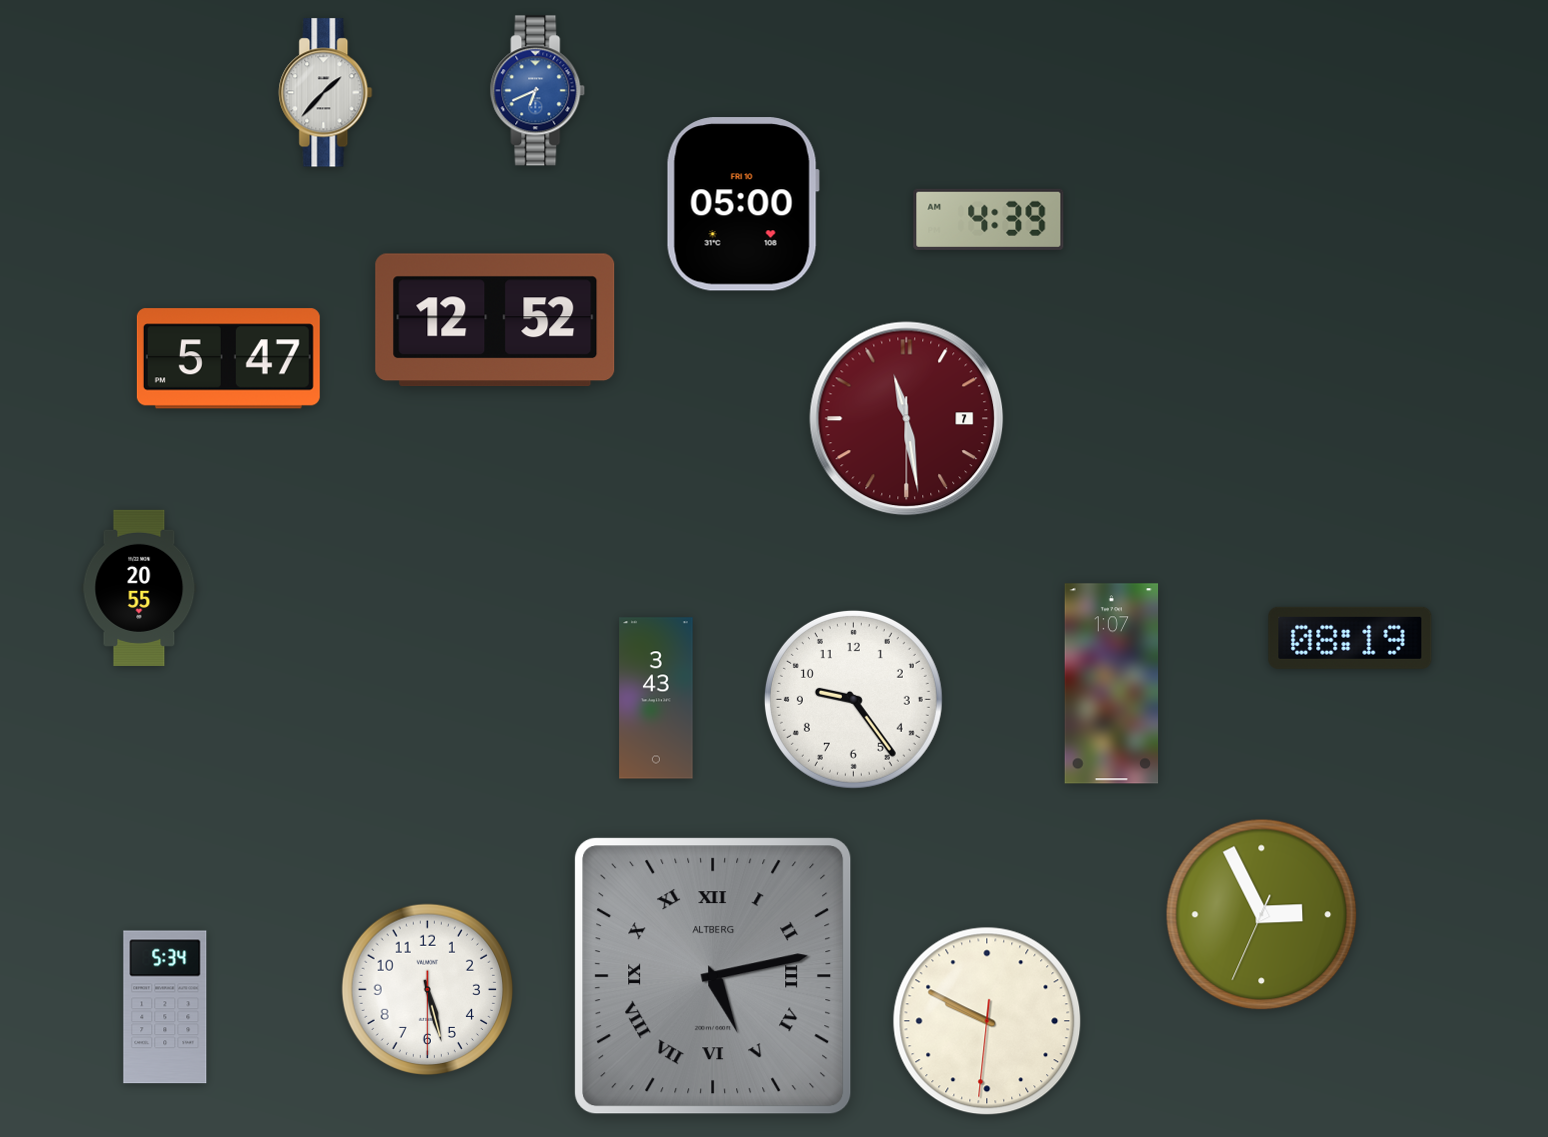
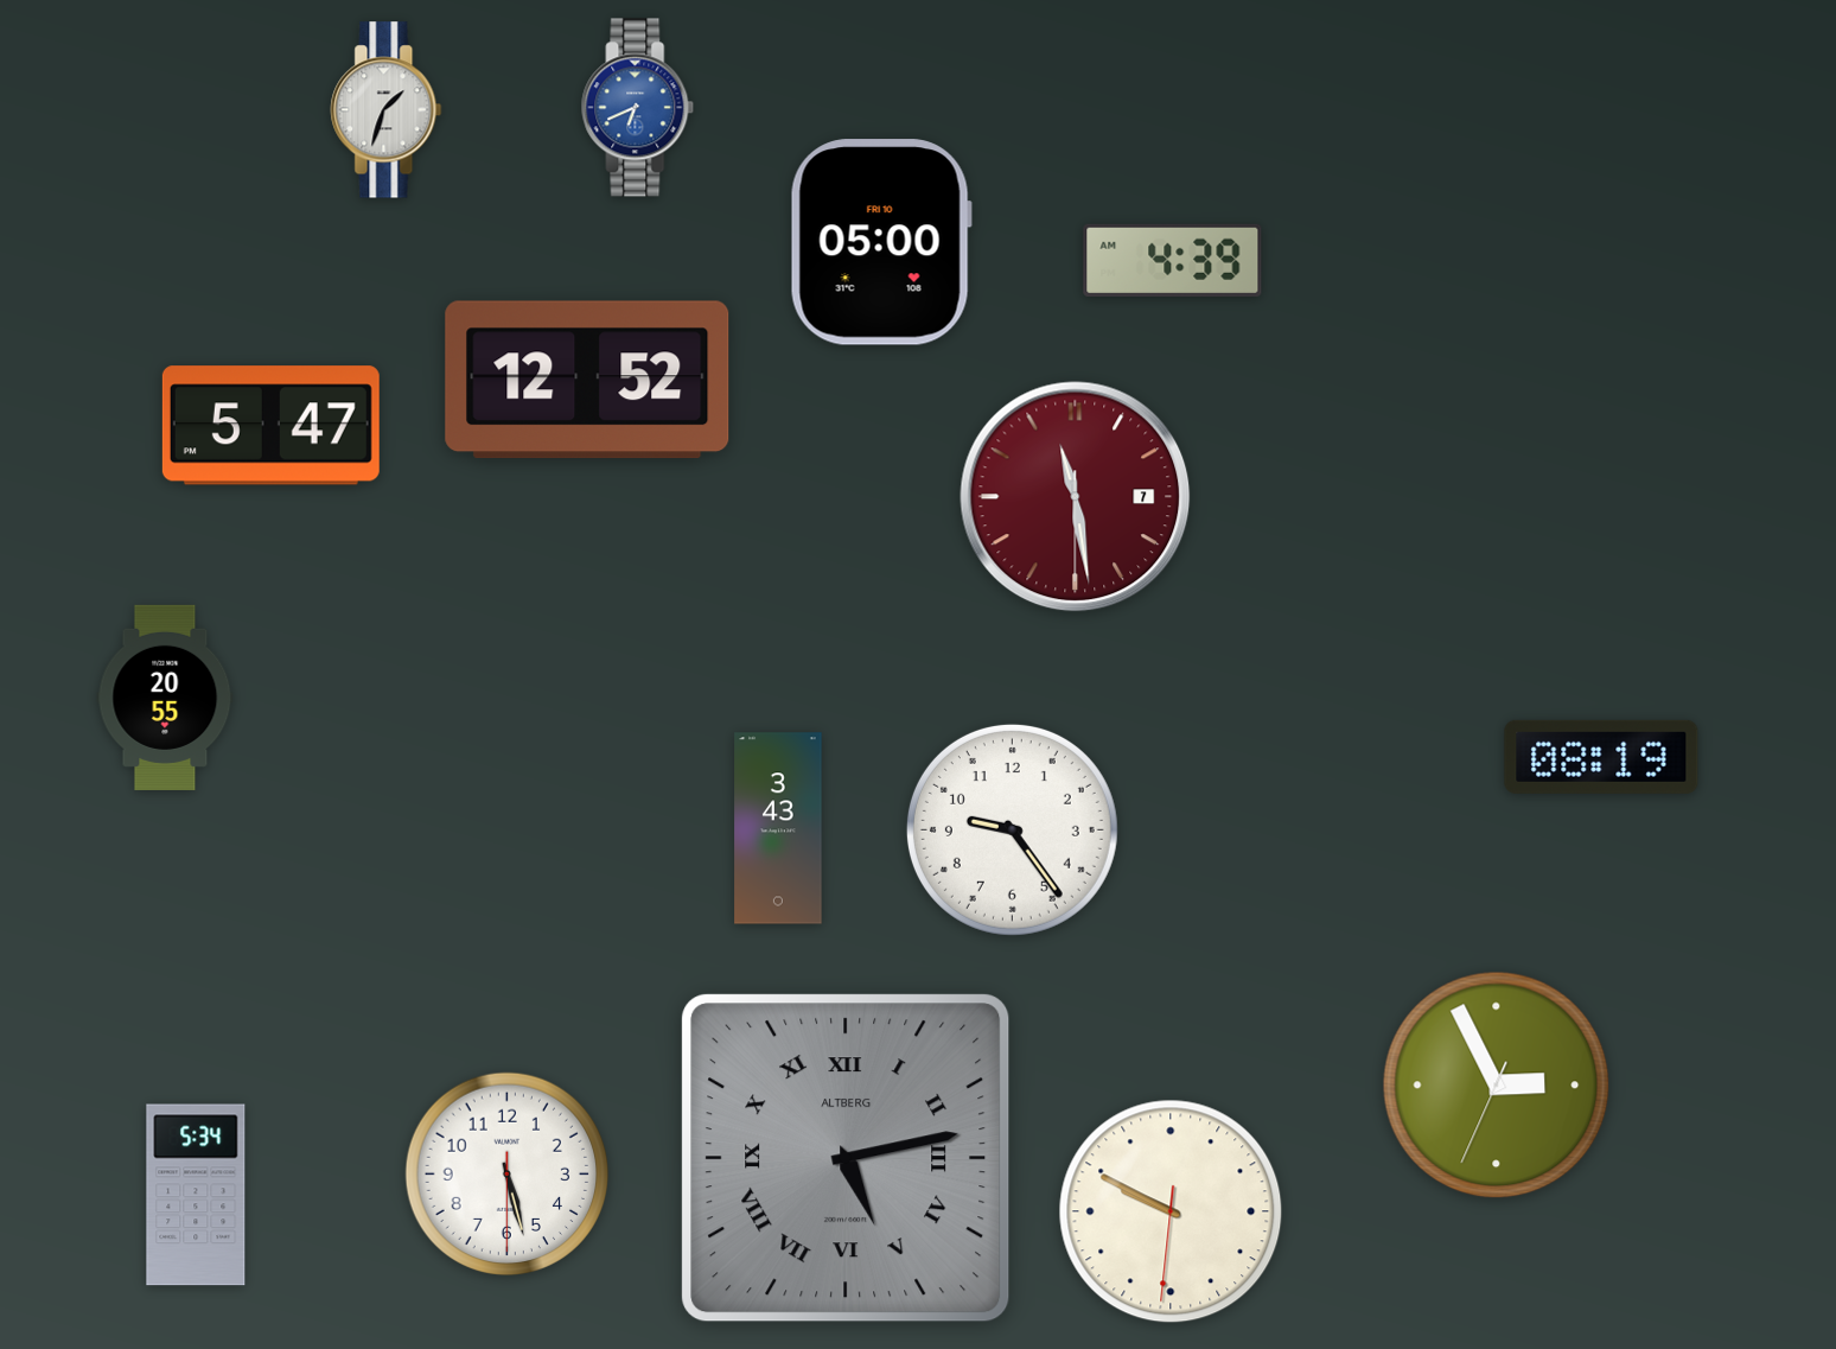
clock at (326, 93): 1:37 -> 1:33
clock at (1112, 684): 1:07 -> none
